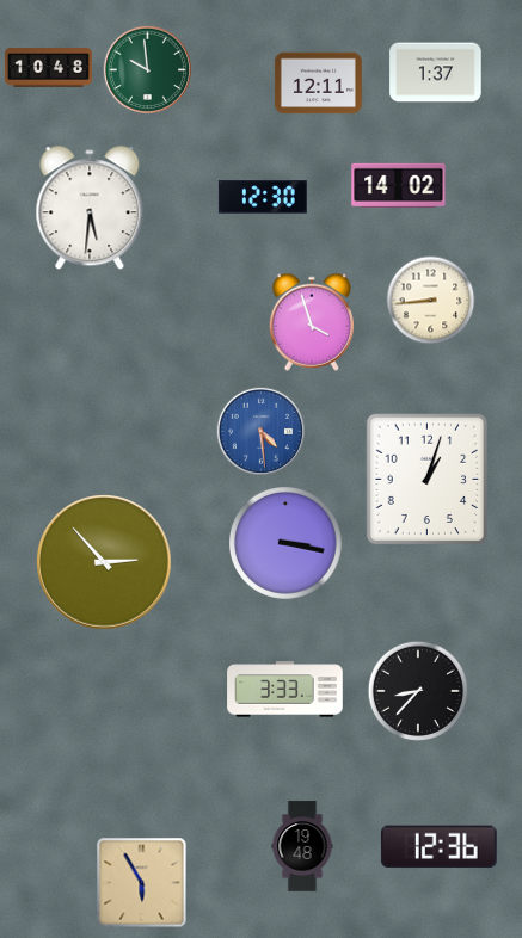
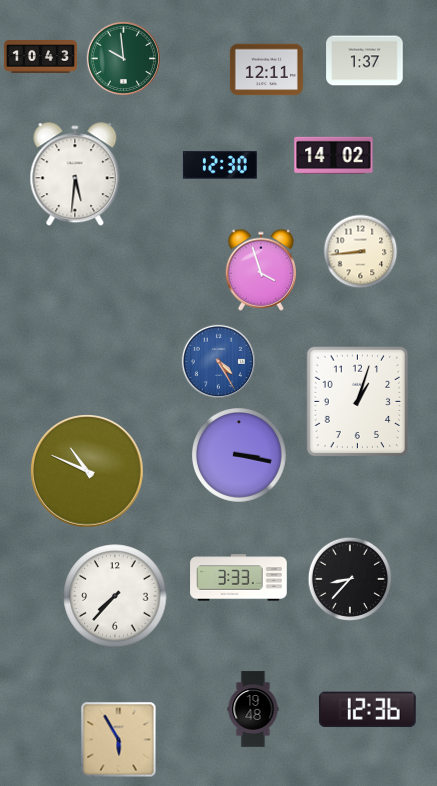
clock at (48, 68): 10:48 -> 10:43
clock at (260, 431): 4:29 -> 4:25
clock at (105, 563): 2:53 -> 10:49
clock at (115, 596): none -> 7:37
